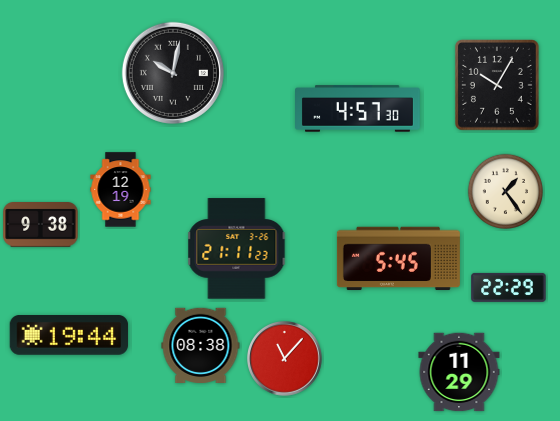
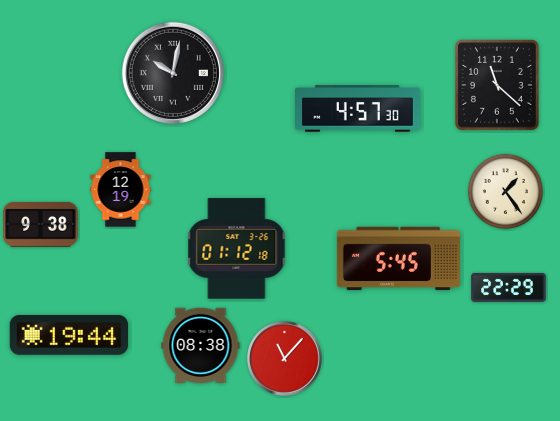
clock at (497, 86): 10:05 -> 11:22
clock at (237, 249): 21:11 -> 01:12
clock at (459, 372): 11:29 -> none
